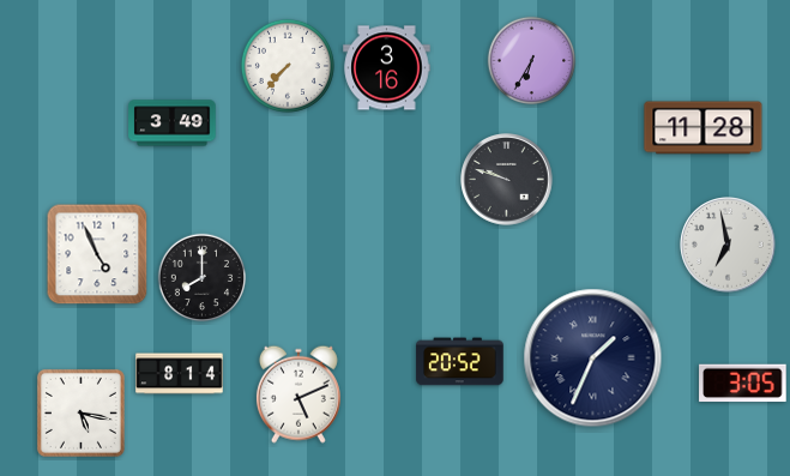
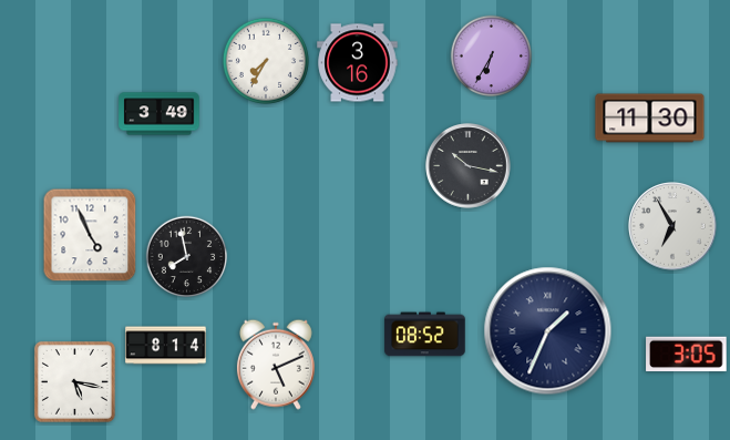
clock at (288, 66): 7:37 -> 7:35
clock at (704, 128): 11:28 -> 11:30
clock at (507, 180): 9:48 -> 10:17
clock at (728, 245): 6:58 -> 6:55
clock at (203, 278): 8:00 -> 7:58
clock at (460, 362): 20:52 -> 08:52
